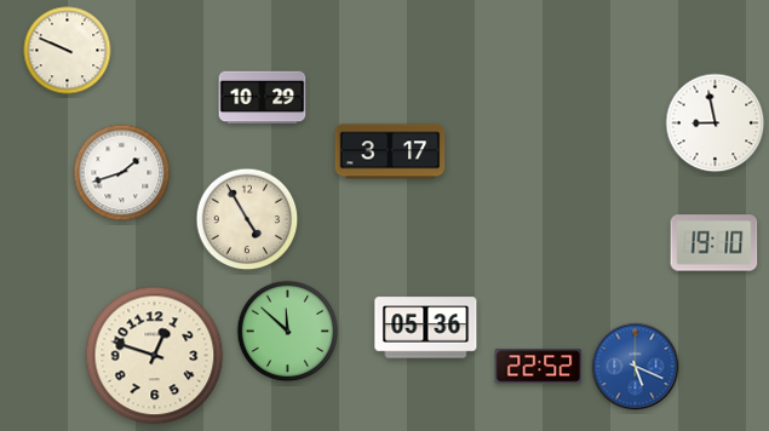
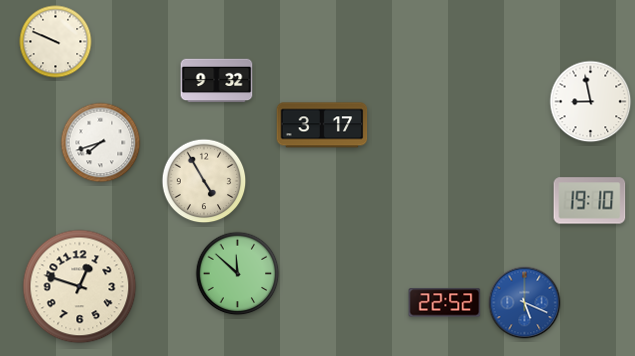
clock at (263, 98): 10:29 -> 9:32
clock at (122, 173): 1:42 -> 7:42
clock at (426, 328): 05:36 -> none
clock at (155, 356) position: (155, 356) -> (80, 287)
